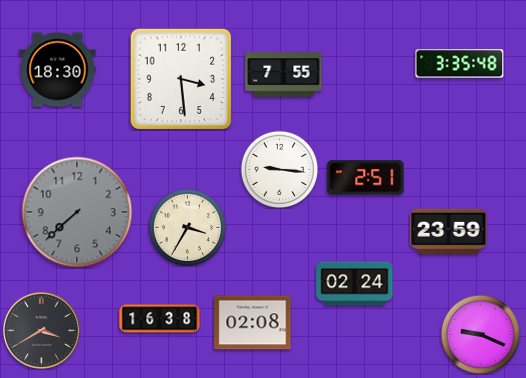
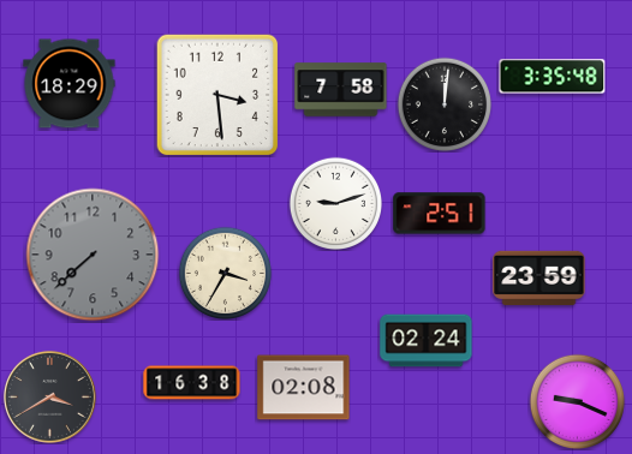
clock at (58, 70): 18:30 -> 18:29
clock at (284, 75): 7:55 -> 7:58
clock at (445, 104): none -> 12:01
clock at (279, 169): 9:16 -> 9:12
